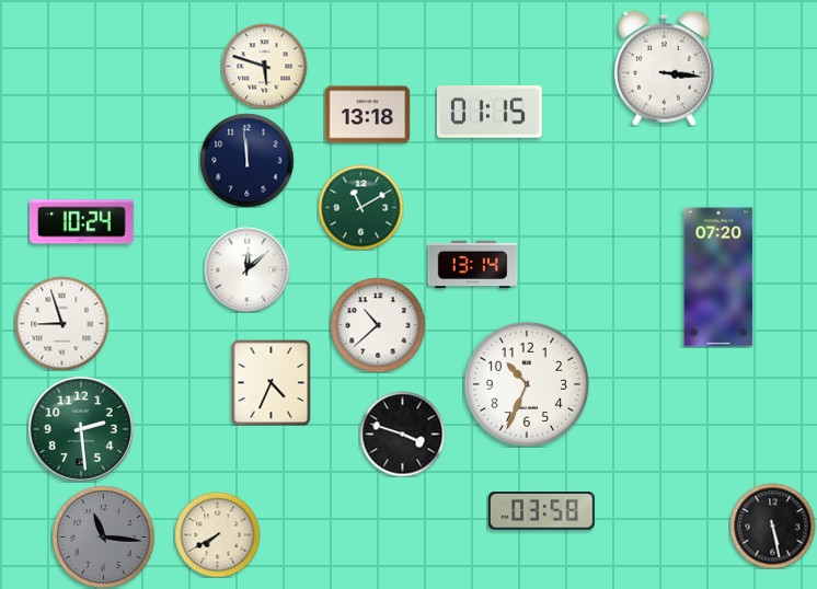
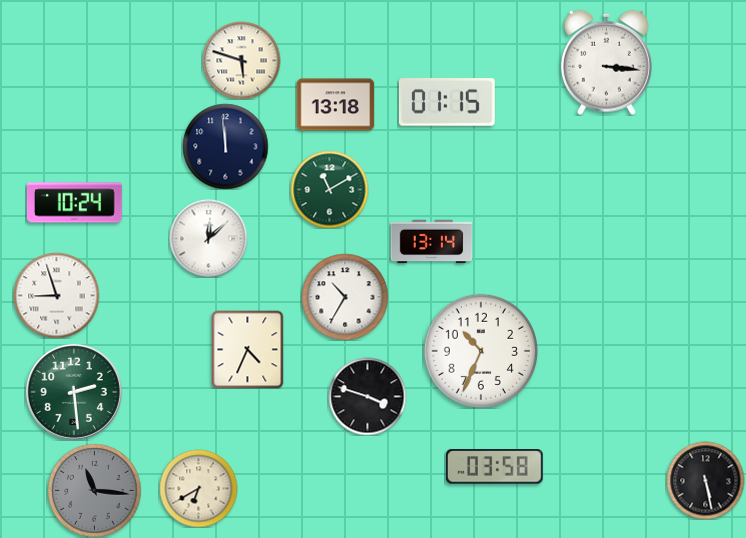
clock at (246, 269) position: (246, 269) -> (208, 238)
clock at (718, 277): 07:20 -> none
clock at (378, 325): 10:38 -> 10:35
clock at (217, 534): 7:40 -> 6:40
